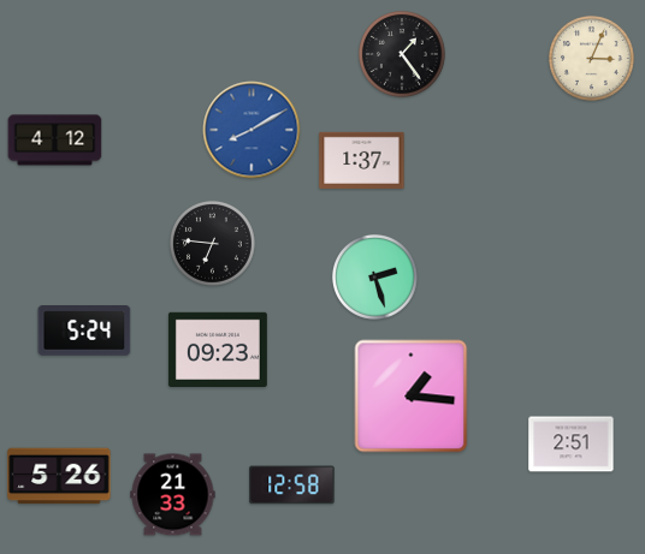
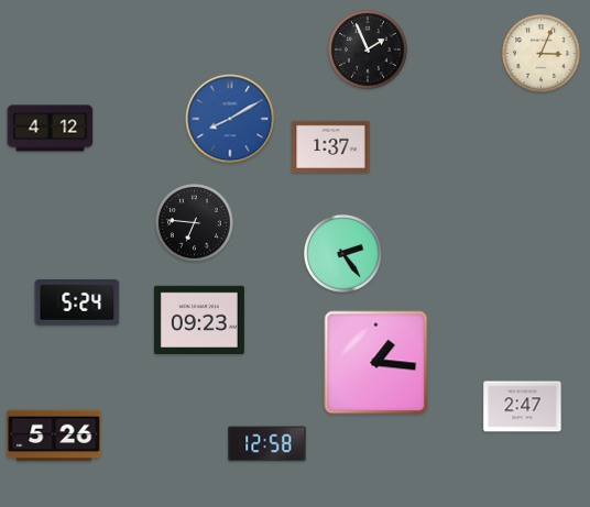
clock at (402, 54): 1:24 -> 1:56
clock at (375, 278): 2:27 -> 2:24
clock at (572, 445): 2:51 -> 2:47
clock at (173, 495): 21:33 -> none
